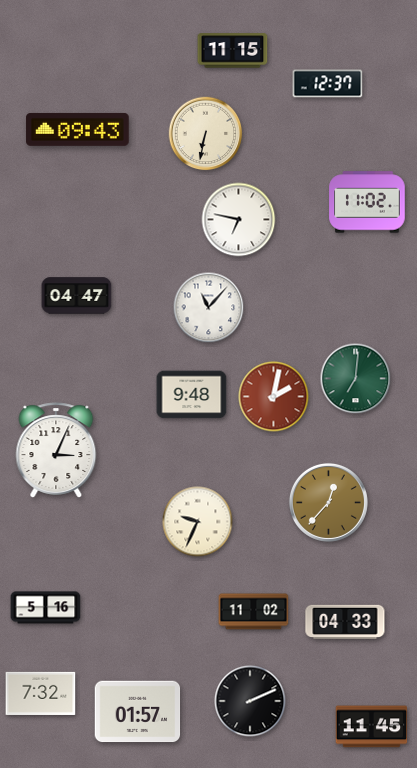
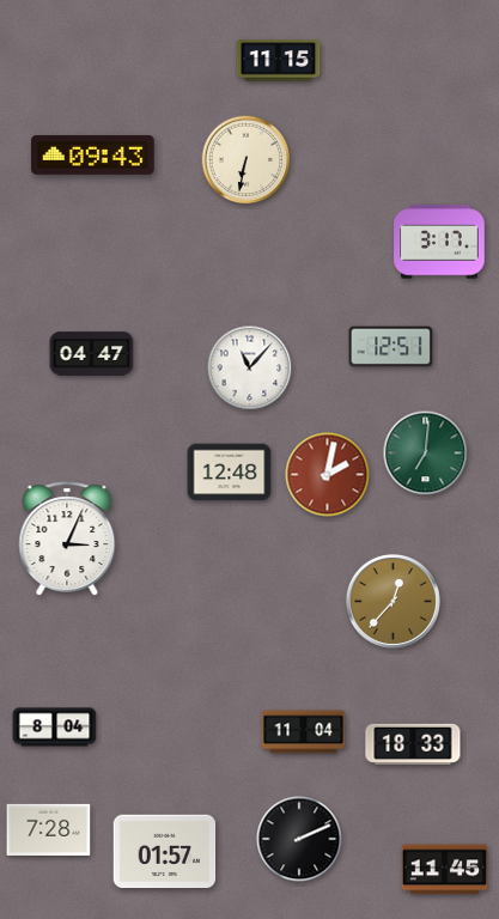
clock at (328, 84): 12:37 -> none
clock at (367, 202): 11:02 -> 3:17
clock at (239, 220): 6:47 -> none
clock at (391, 347): none -> 12:51
clock at (192, 395): 9:48 -> 12:48
clock at (198, 522): 9:34 -> none
clock at (46, 608): 5:16 -> 8:04
clock at (254, 612): 11:02 -> 11:04
clock at (345, 622): 04:33 -> 18:33
clock at (41, 693): 7:32 -> 7:28
